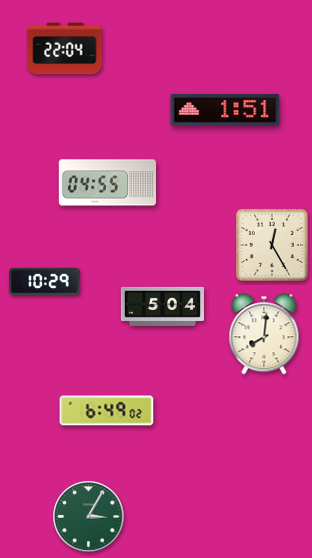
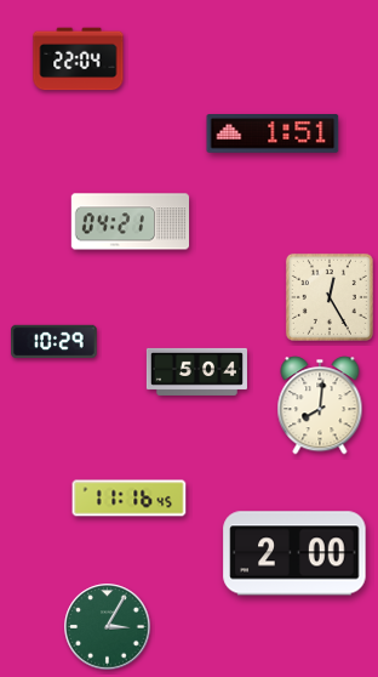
clock at (108, 183): 04:55 -> 04:21
clock at (107, 411): 6:49 -> 11:16
clock at (294, 553): none -> 2:00
